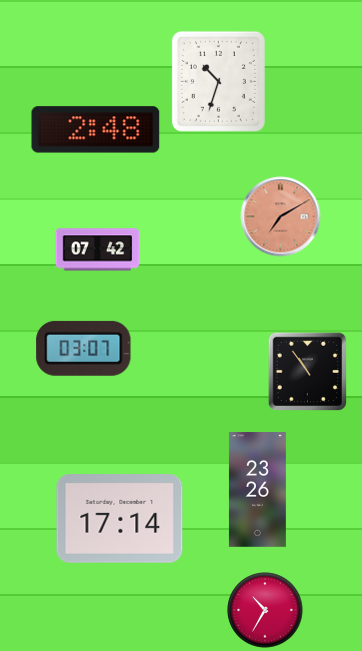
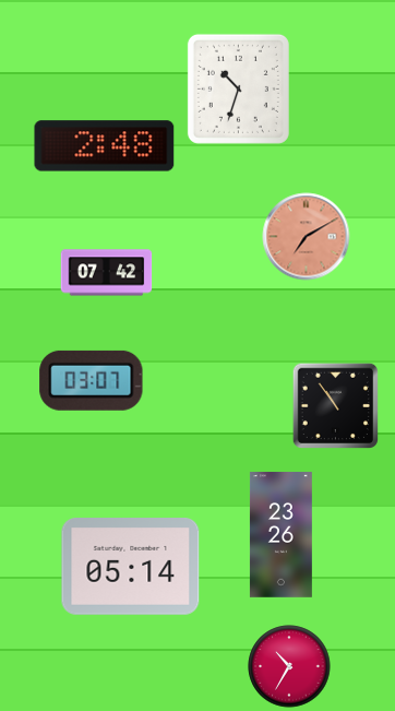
clock at (96, 130) position: (96, 130) -> (105, 146)
clock at (120, 519): 17:14 -> 05:14
